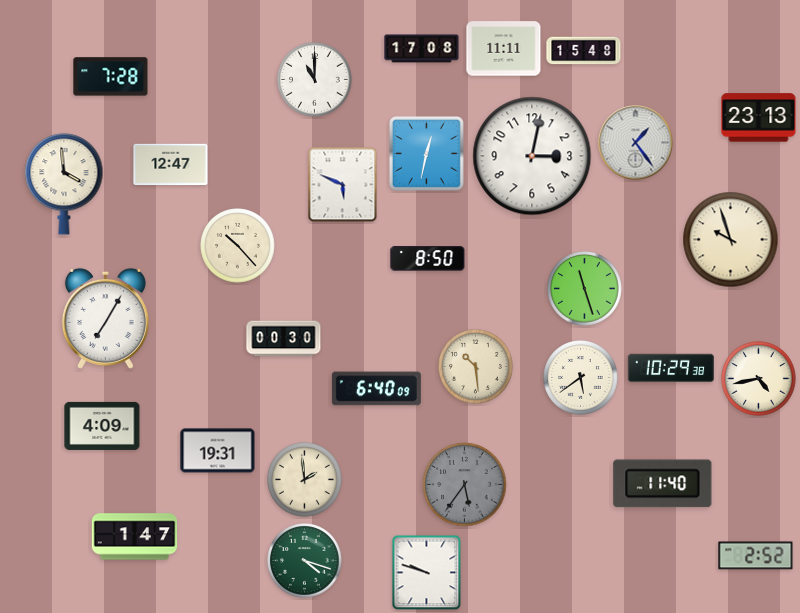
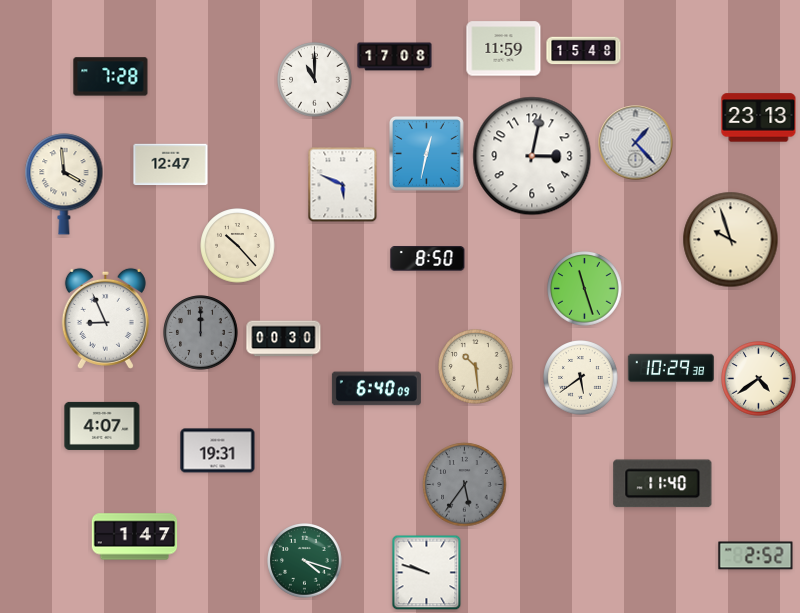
clock at (422, 49) position: (422, 49) -> (395, 57)
clock at (504, 49): 11:11 -> 11:59
clock at (636, 143): 1:24 -> 1:23
clock at (105, 318): 7:05 -> 8:56
clock at (201, 333): none -> 12:00
clock at (759, 379): 4:43 -> 4:39
clock at (102, 426): 4:09 -> 4:07
clock at (305, 480): 1:59 -> none
